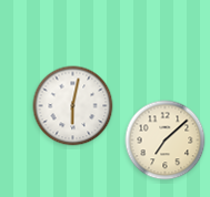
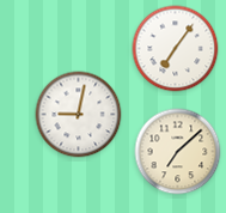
clock at (176, 49): none -> 7:06
clock at (73, 106): 6:02 -> 9:02
